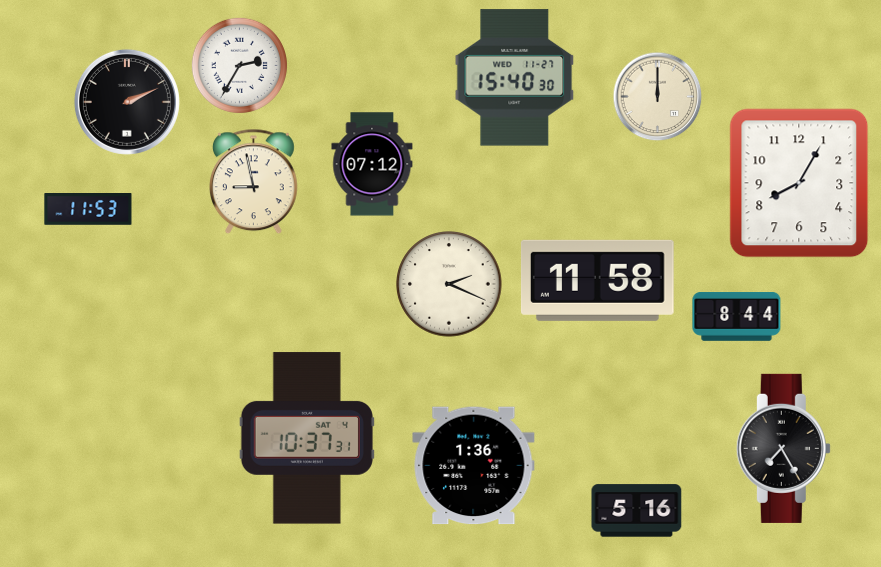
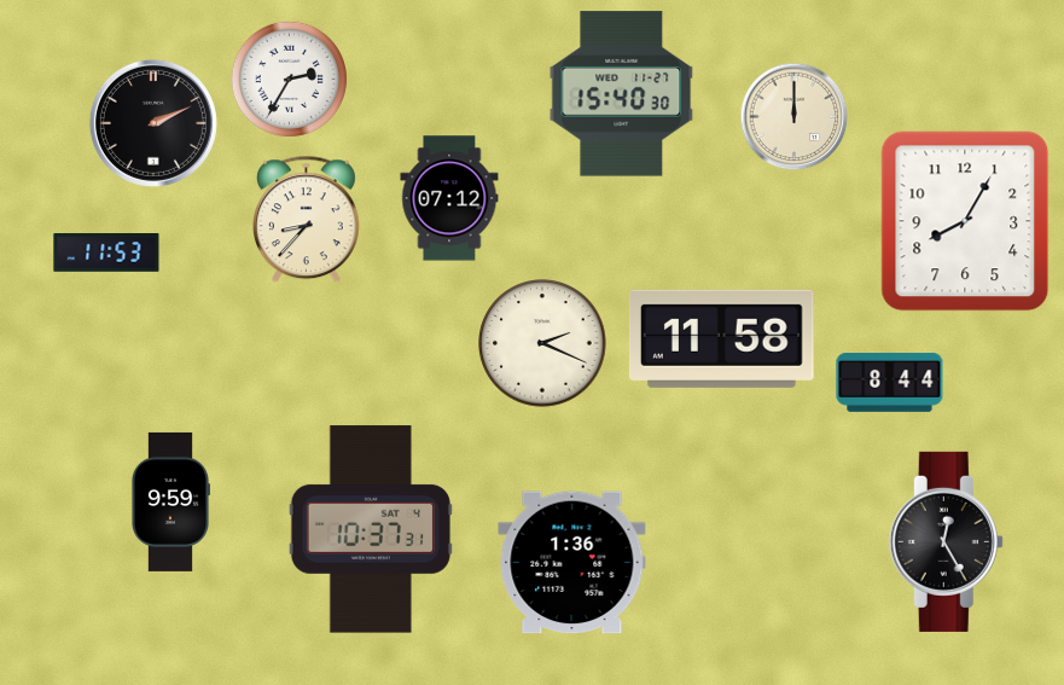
clock at (253, 182): 8:58 -> 8:37
clock at (170, 501): none -> 9:59
clock at (783, 448): 7:25 -> 12:25
clock at (637, 511): 5:16 -> none
